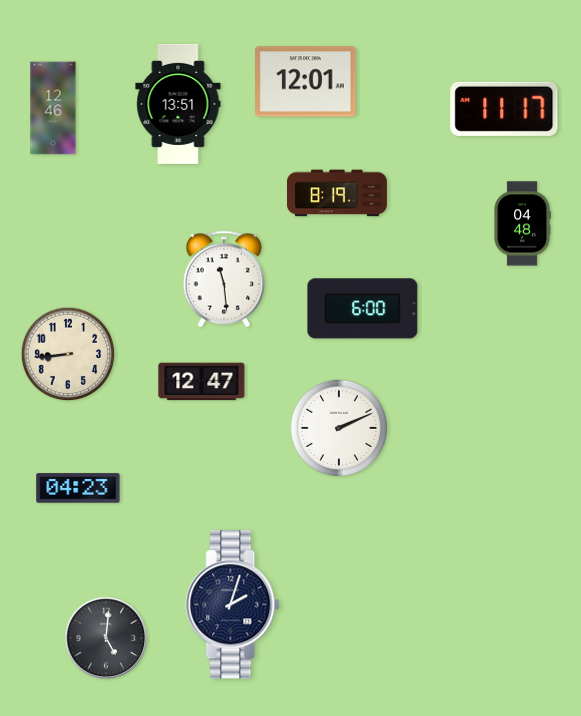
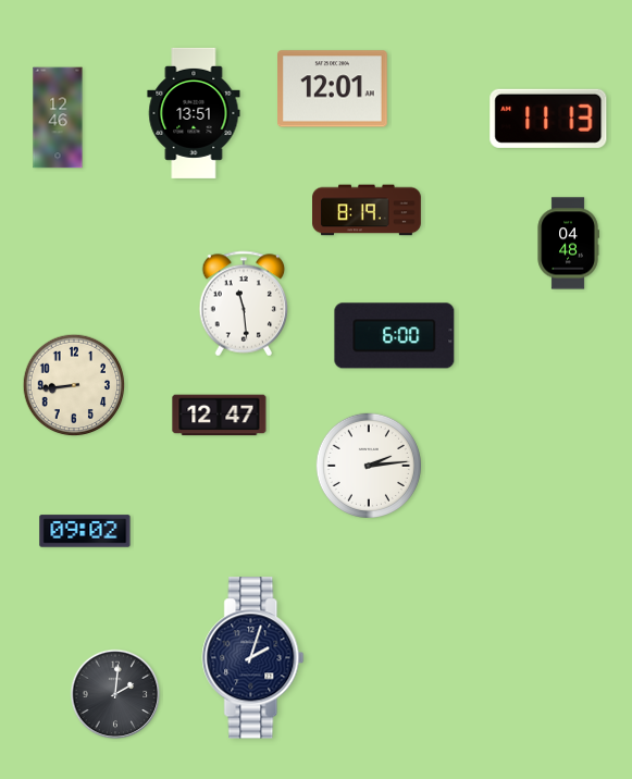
clock at (504, 109): 11:17 -> 11:13
clock at (339, 428): 2:11 -> 2:14
clock at (78, 488): 04:23 -> 09:02
clock at (106, 638): 5:01 -> 2:01
